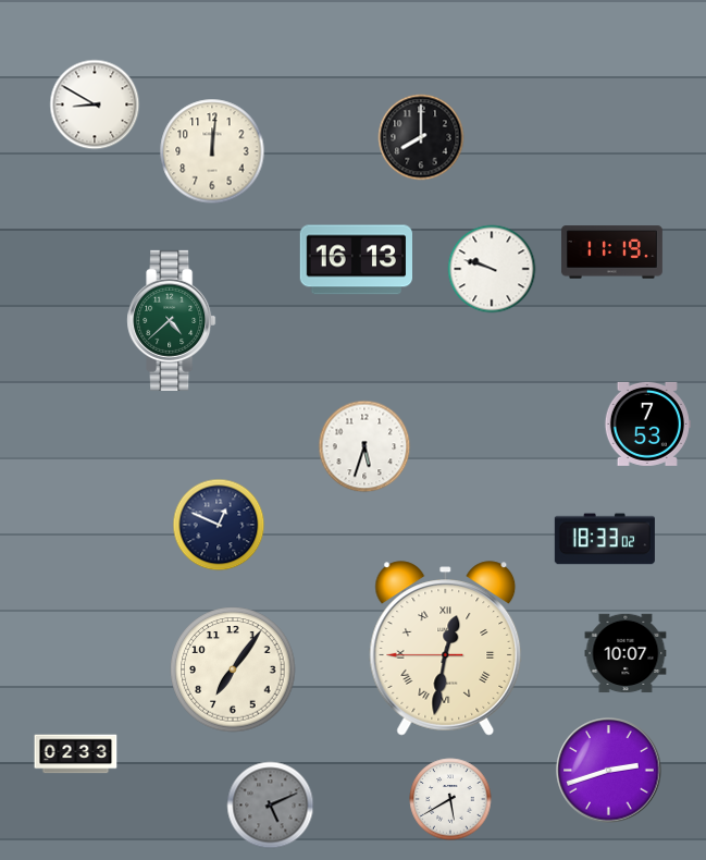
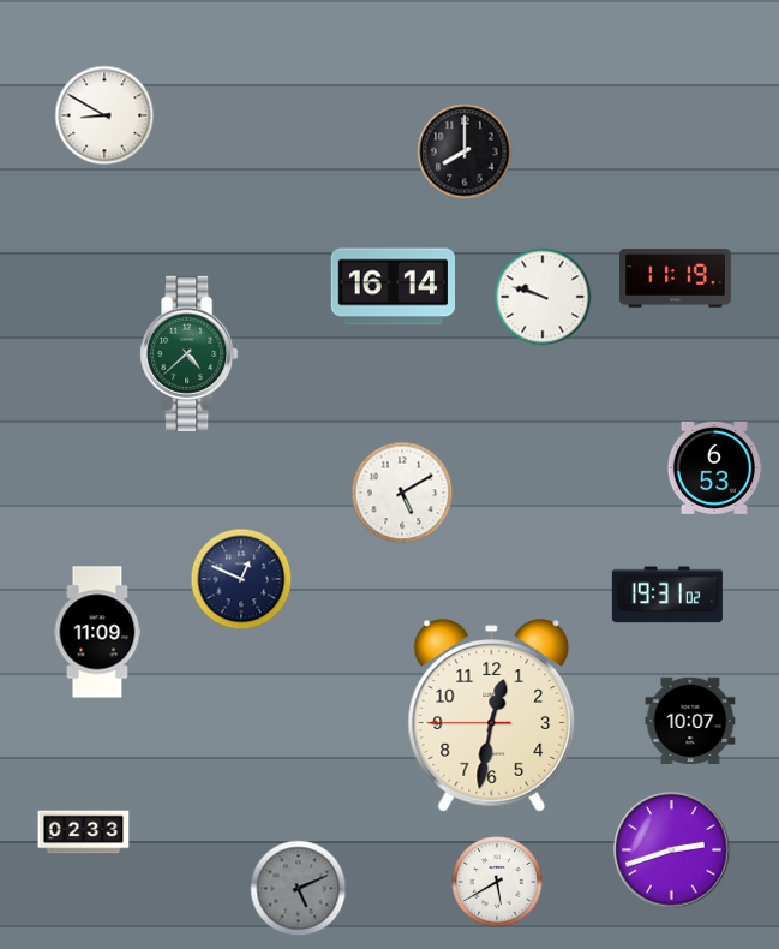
clock at (212, 151): 12:01 -> none
clock at (357, 260): 16:13 -> 16:14
clock at (647, 423): 7:53 -> 6:53
clock at (364, 446): 5:33 -> 5:10
clock at (605, 539): 18:33 -> 19:31
clock at (97, 632): none -> 11:09
clock at (446, 649) numerals: Roman -> Arabic
clock at (233, 669): 7:06 -> none
